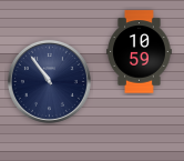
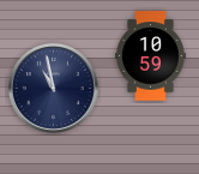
clock at (49, 81): 10:54 -> 10:58
